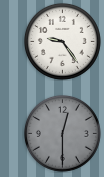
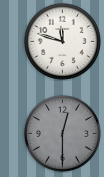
clock at (62, 41): 9:24 -> 11:48
